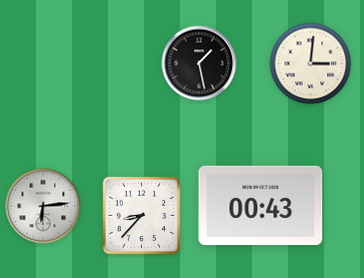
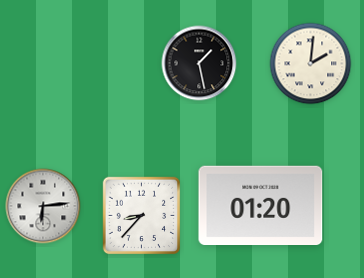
clock at (311, 64): 3:01 -> 2:01
clock at (261, 205): 00:43 -> 01:20
